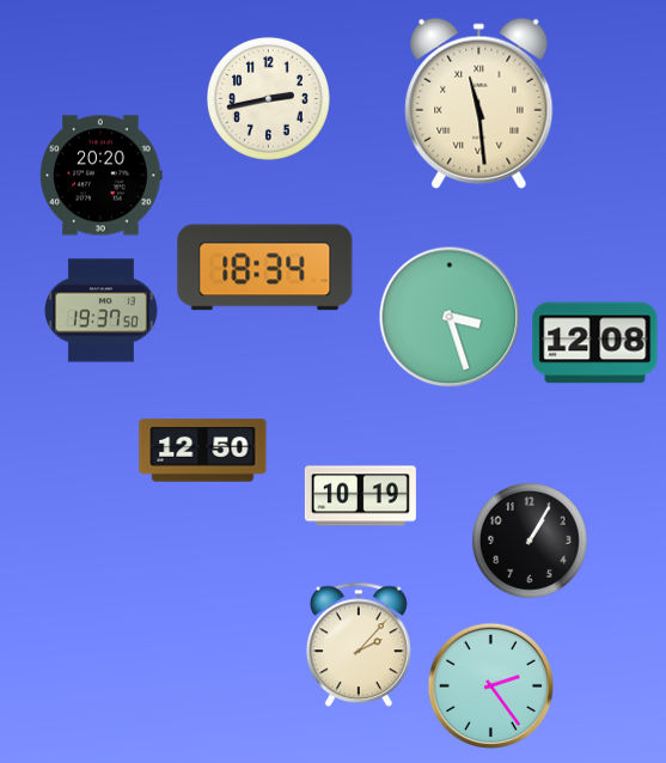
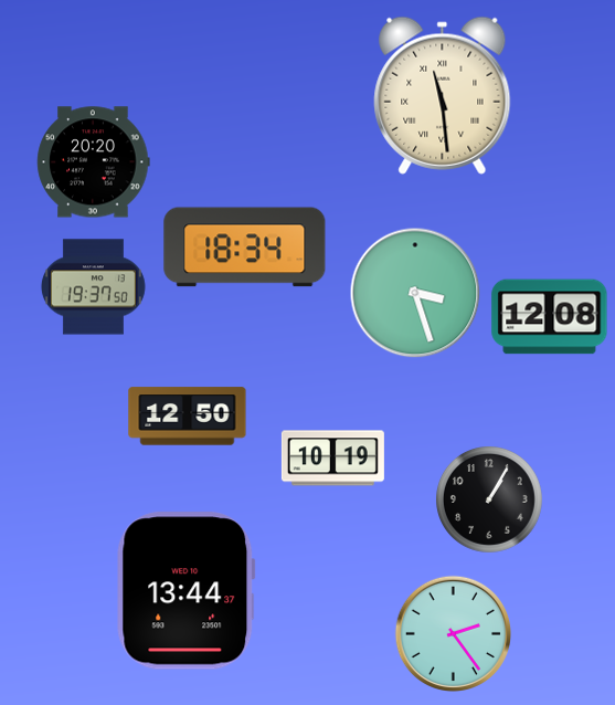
clock at (268, 98): 2:43 -> none
clock at (187, 591): none -> 13:44
clock at (359, 645): 2:07 -> none
